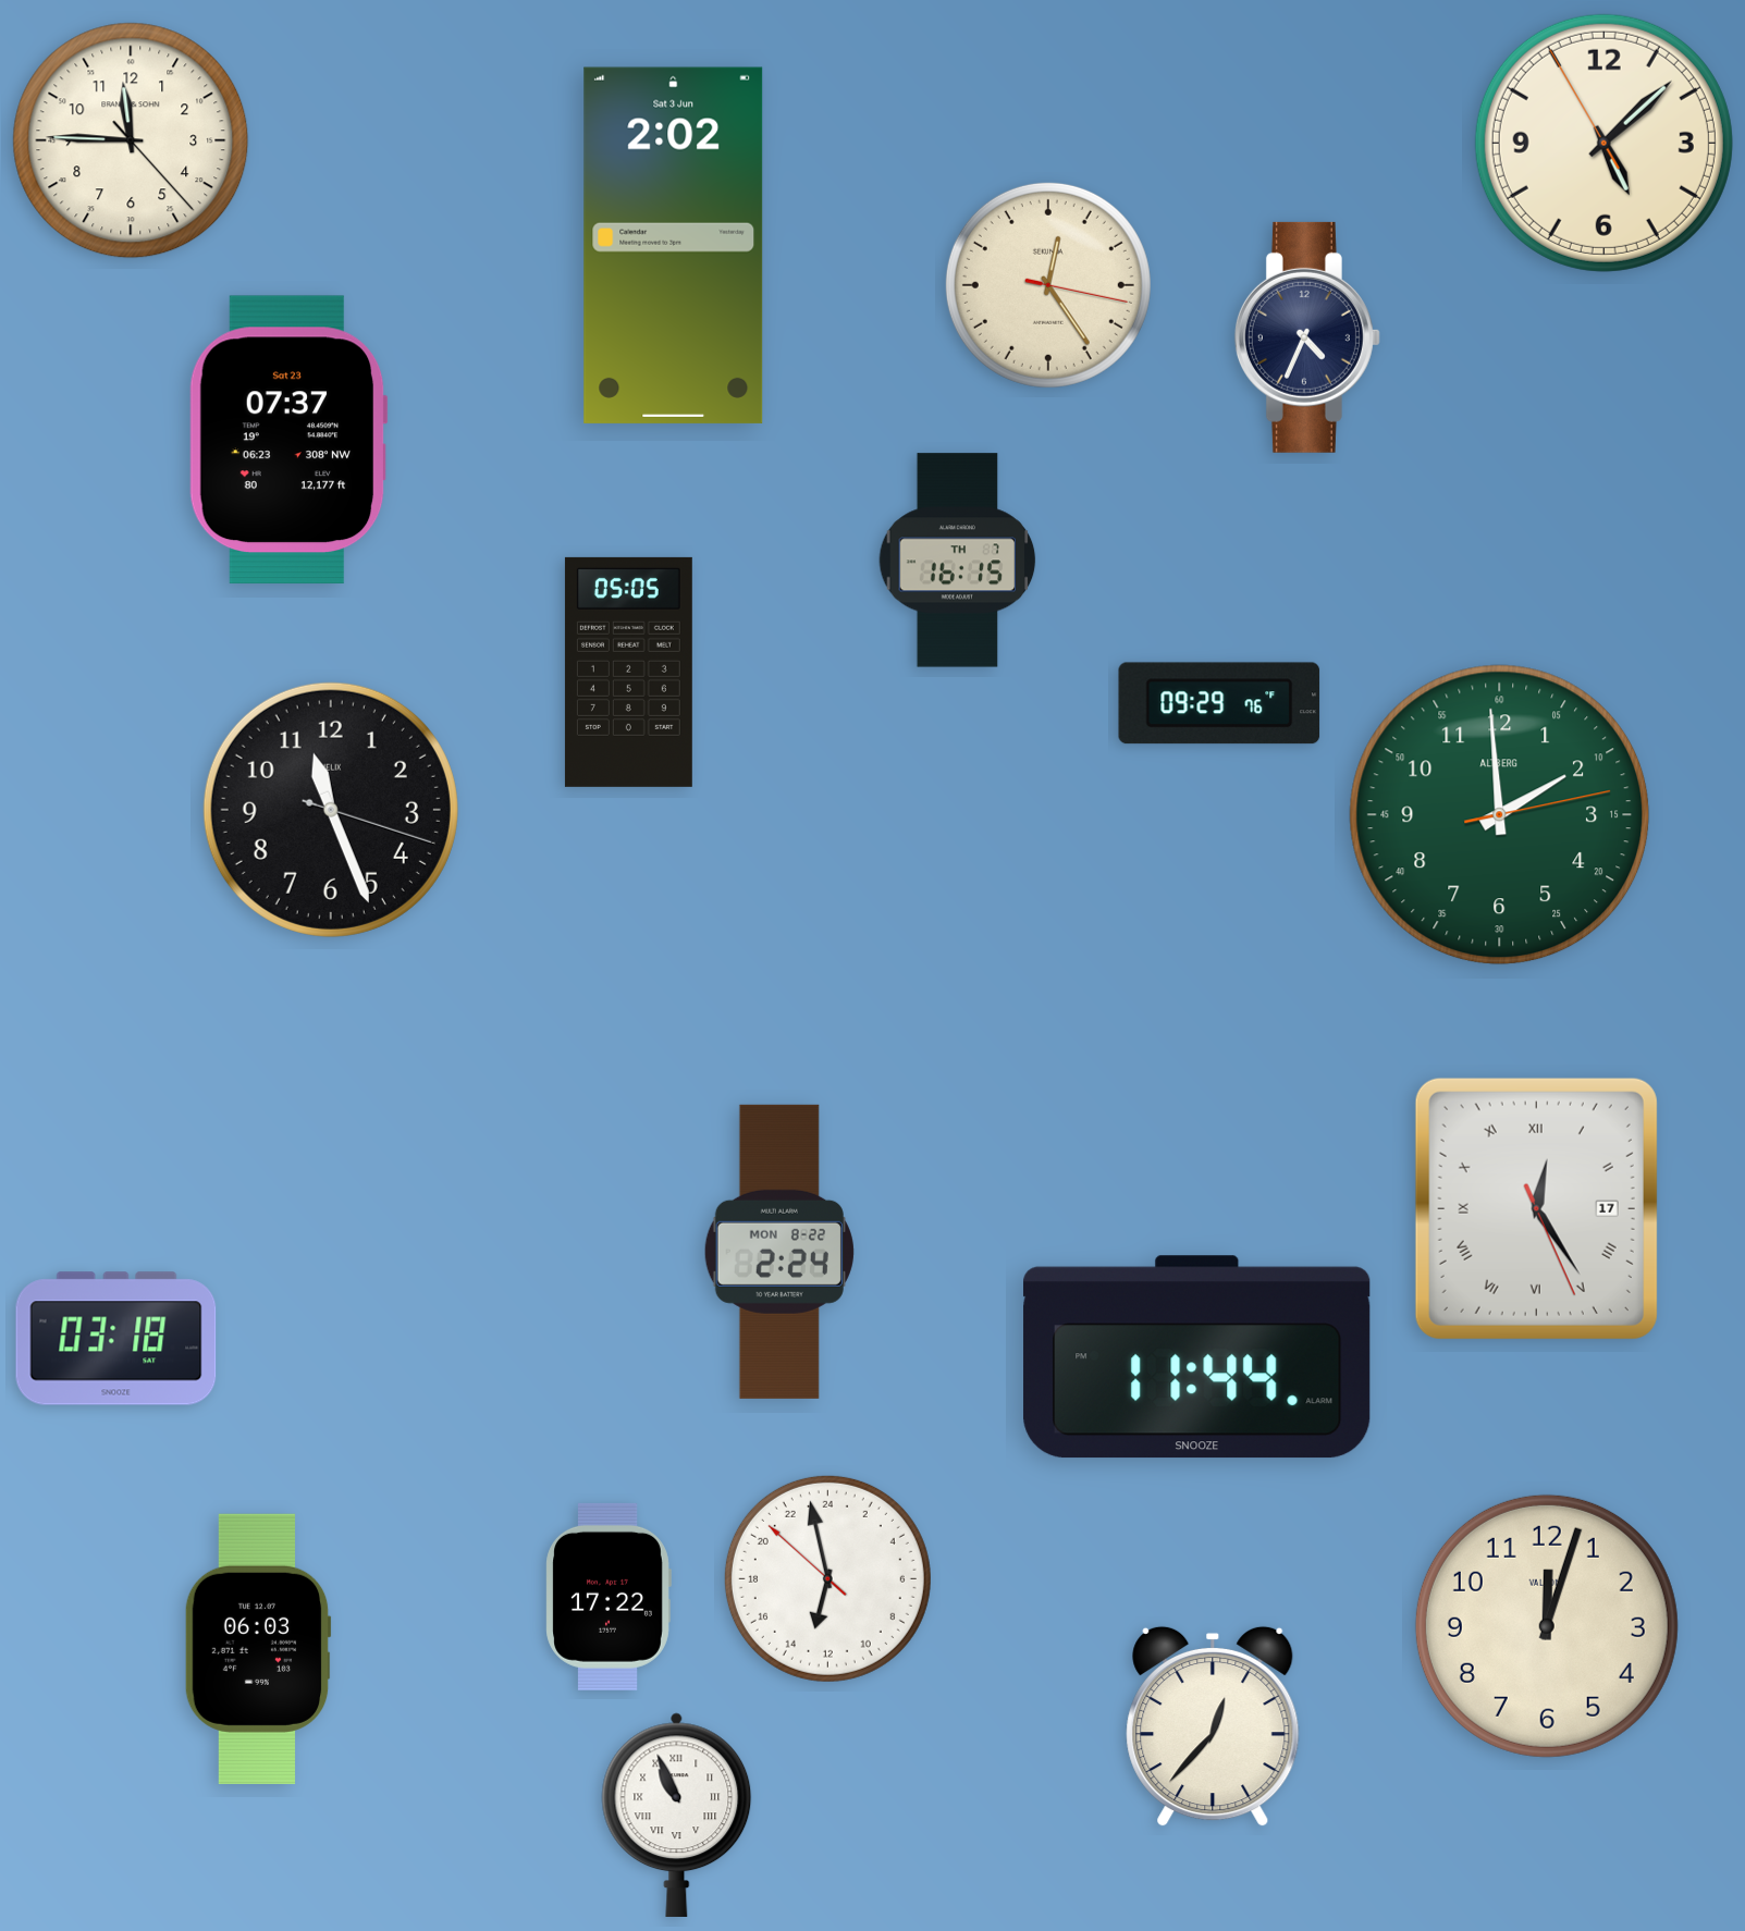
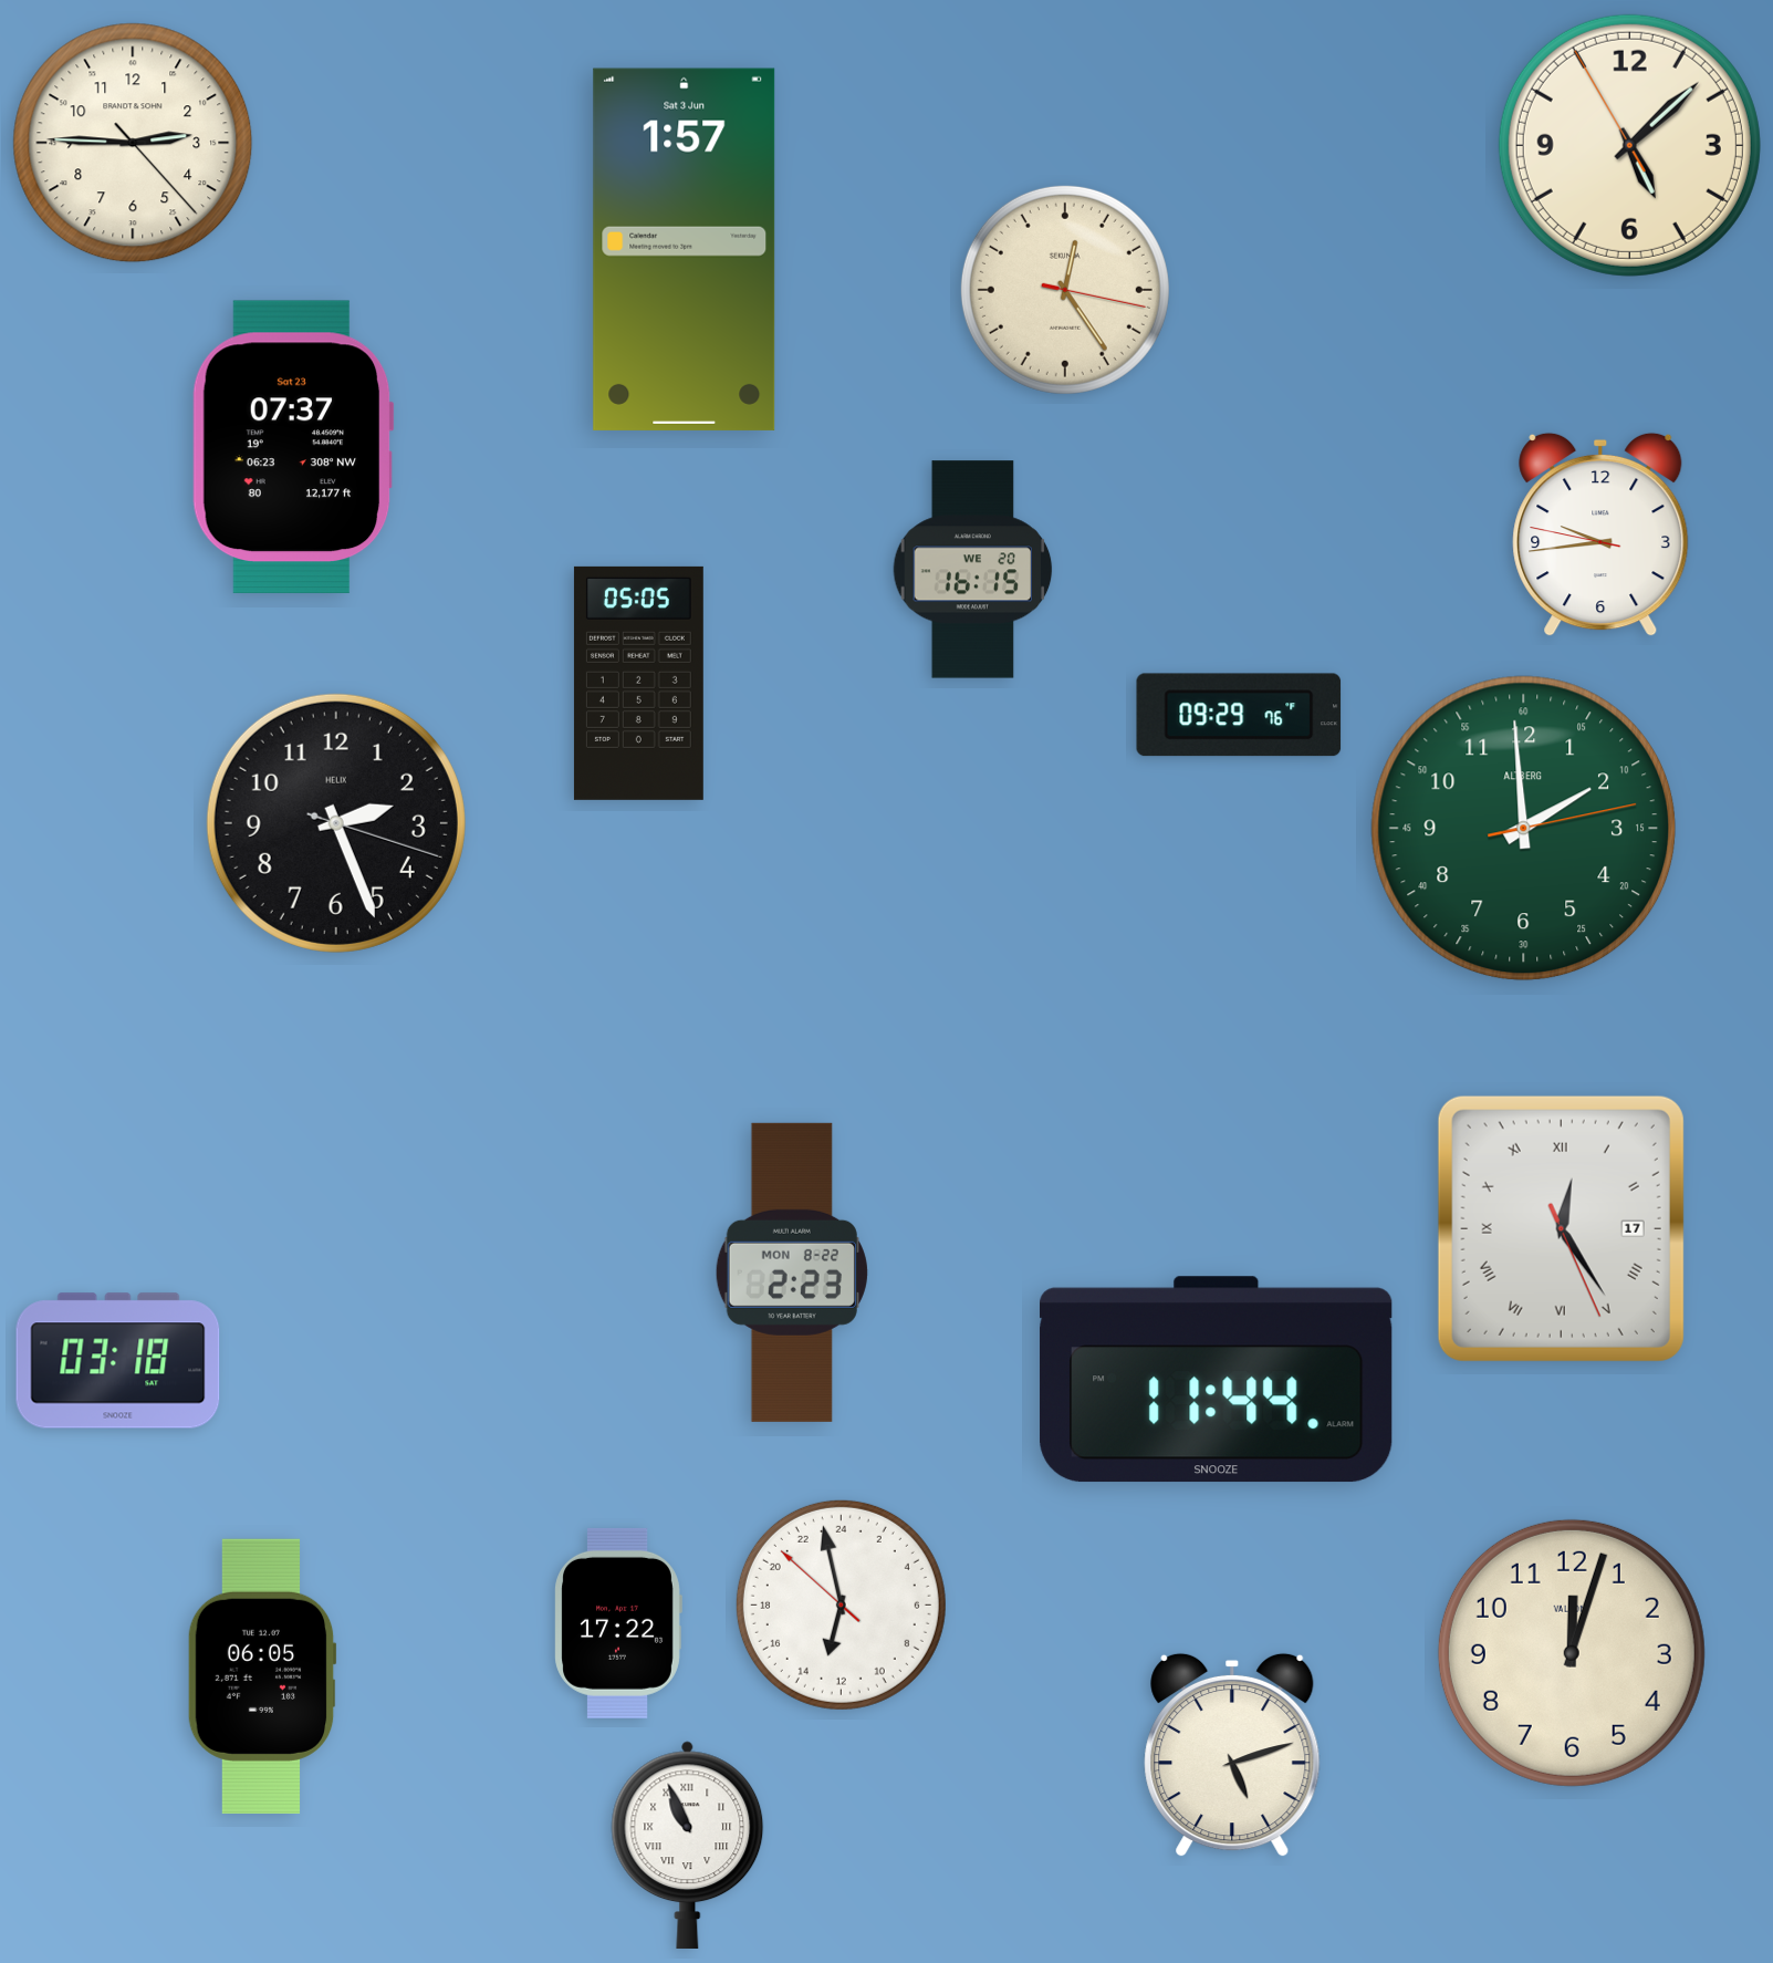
clock at (131, 140): 11:45 -> 2:45
clock at (674, 245): 2:02 -> 1:57
clock at (1307, 337): 4:34 -> none
clock at (1600, 534): none -> 9:43
clock at (958, 561) date: TH 7 -> WE 20
clock at (331, 810): 11:26 -> 2:26
clock at (779, 1252): 2:24 -> 2:23
clock at (258, 1649): 06:03 -> 06:05
clock at (1213, 1726): 12:37 -> 5:12
